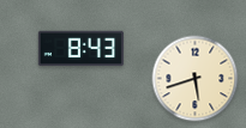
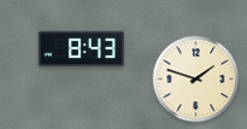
clock at (196, 79): 5:42 -> 1:48
